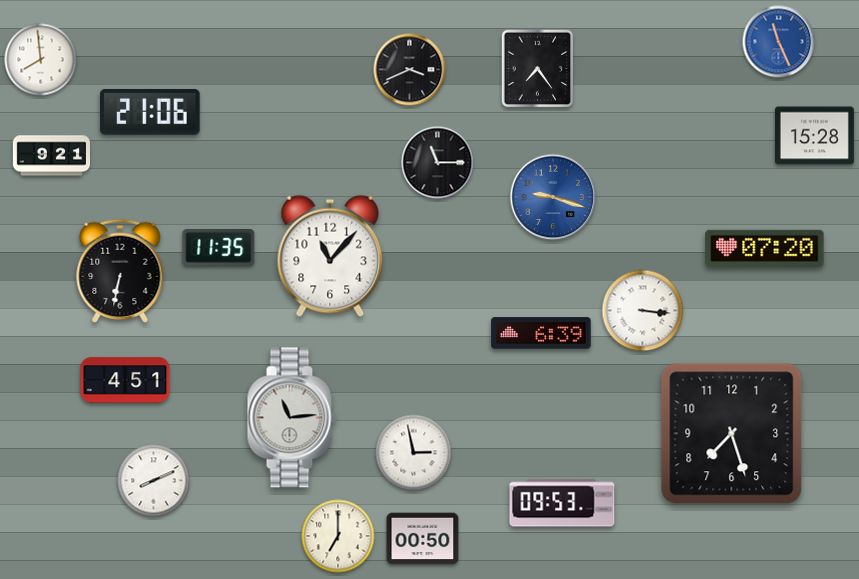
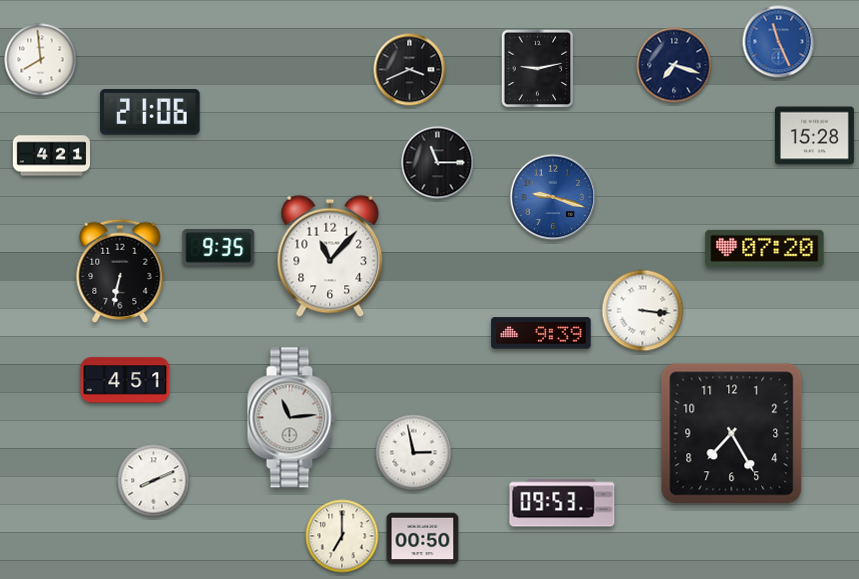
clock at (674, 65): none -> 7:18
clock at (538, 69): 7:24 -> 9:13
clock at (51, 156): 9:21 -> 4:21
clock at (219, 248): 11:35 -> 9:35
clock at (541, 333): 6:39 -> 9:39
clock at (732, 434): 7:27 -> 7:25
clock at (338, 536) position: (338, 536) -> (342, 536)
